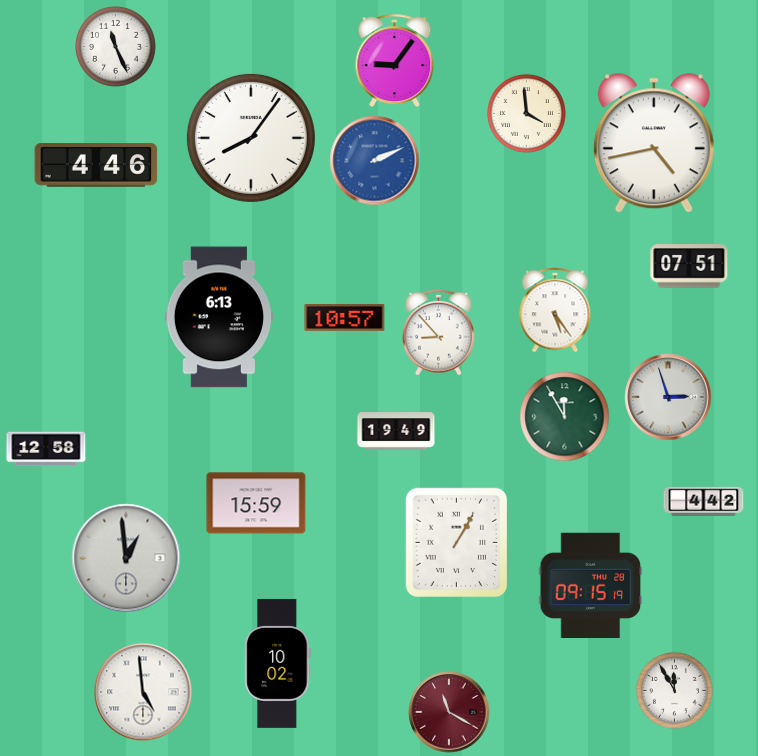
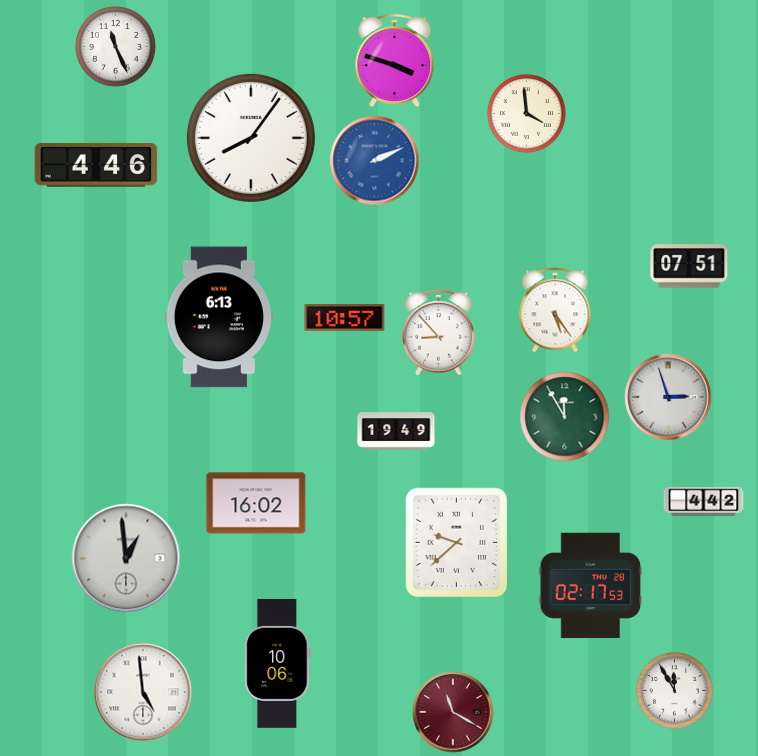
clock at (395, 61): 9:06 -> 3:48
clock at (654, 144): 4:43 -> none
clock at (46, 449): 12:58 -> none
clock at (256, 503): 15:59 -> 16:02
clock at (456, 543): 1:05 -> 9:38
clock at (591, 585): 09:15 -> 02:17
clock at (278, 663): 10:02 -> 10:06
clock at (449, 712) position: (449, 712) -> (453, 712)
